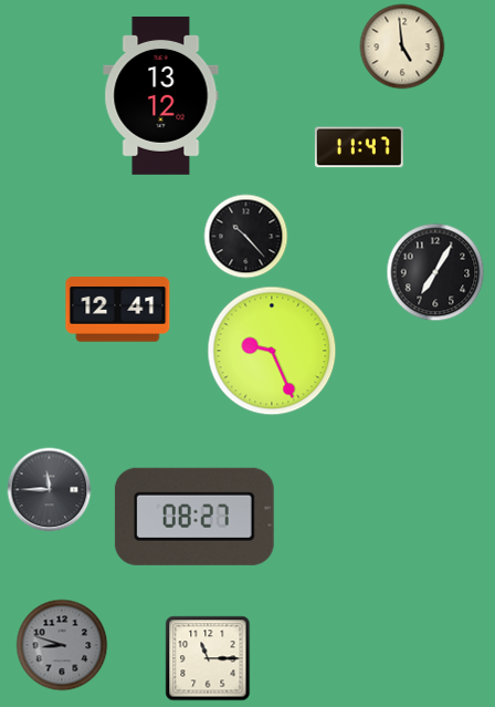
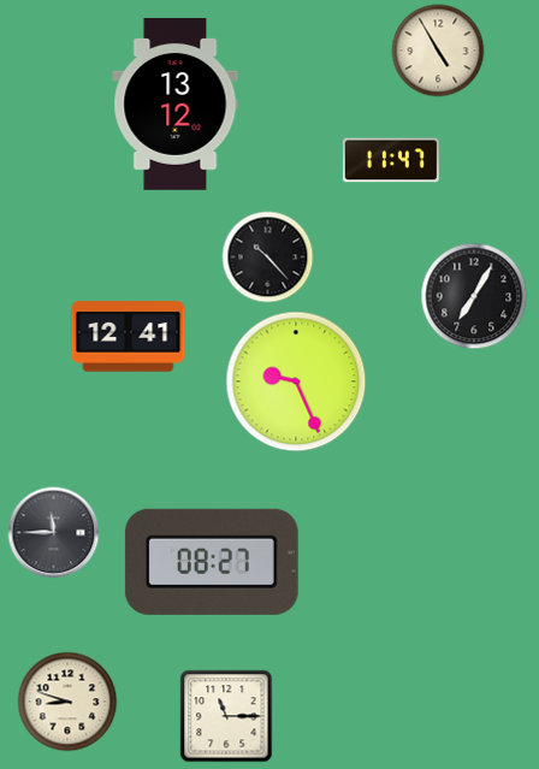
clock at (402, 46): 4:59 -> 4:55
clock at (62, 645) dial: grey -> cream
